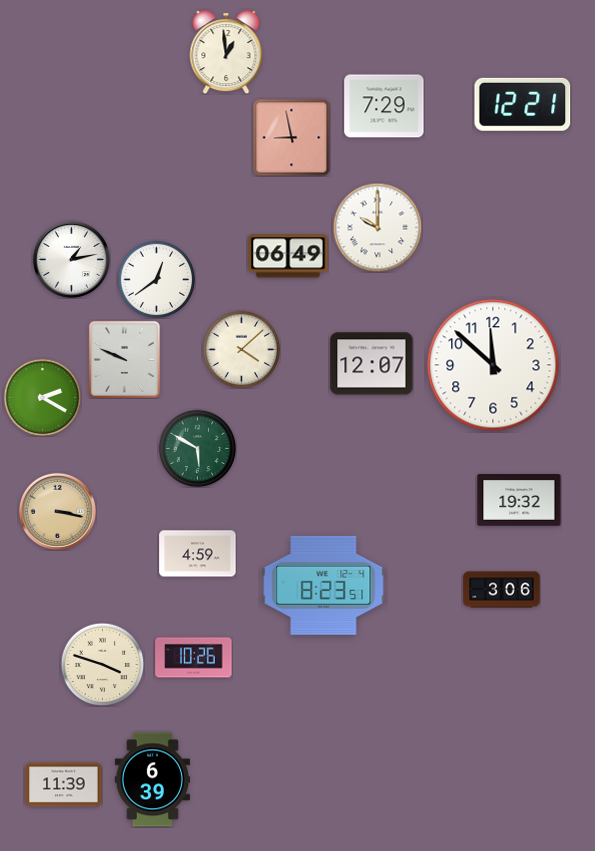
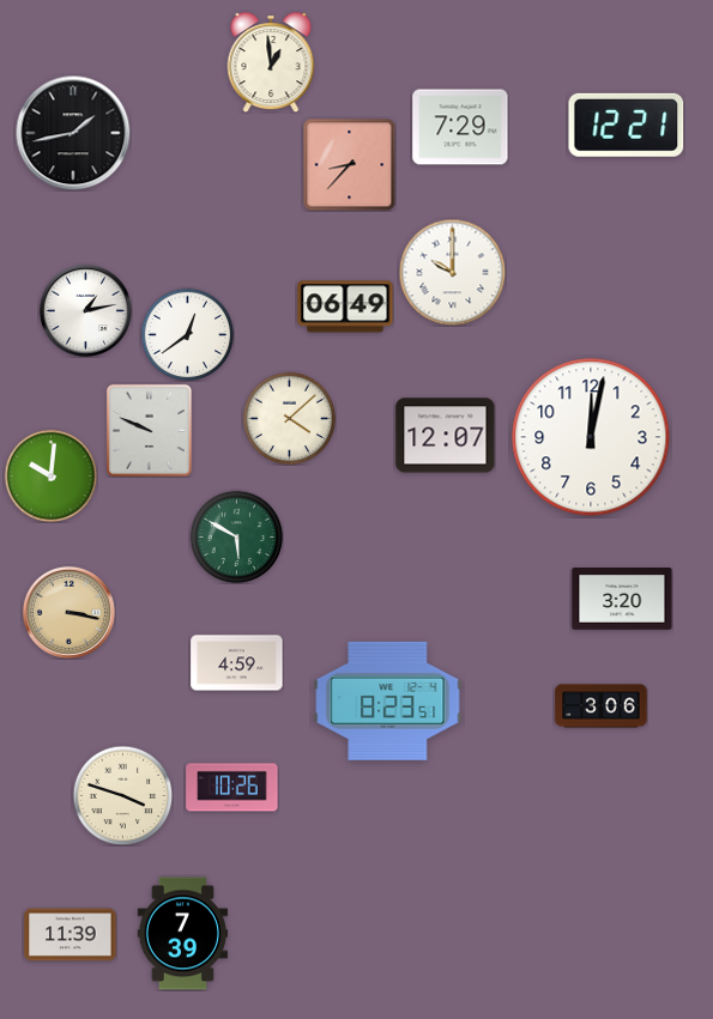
clock at (73, 133): none -> 1:43
clock at (291, 137): 8:58 -> 8:37
clock at (493, 365): 11:52 -> 12:02
clock at (42, 397): 2:20 -> 10:01
clock at (519, 501): 19:32 -> 3:20
clock at (152, 780): 6:39 -> 7:39
clock at (64, 785) position: (64, 785) -> (71, 935)
